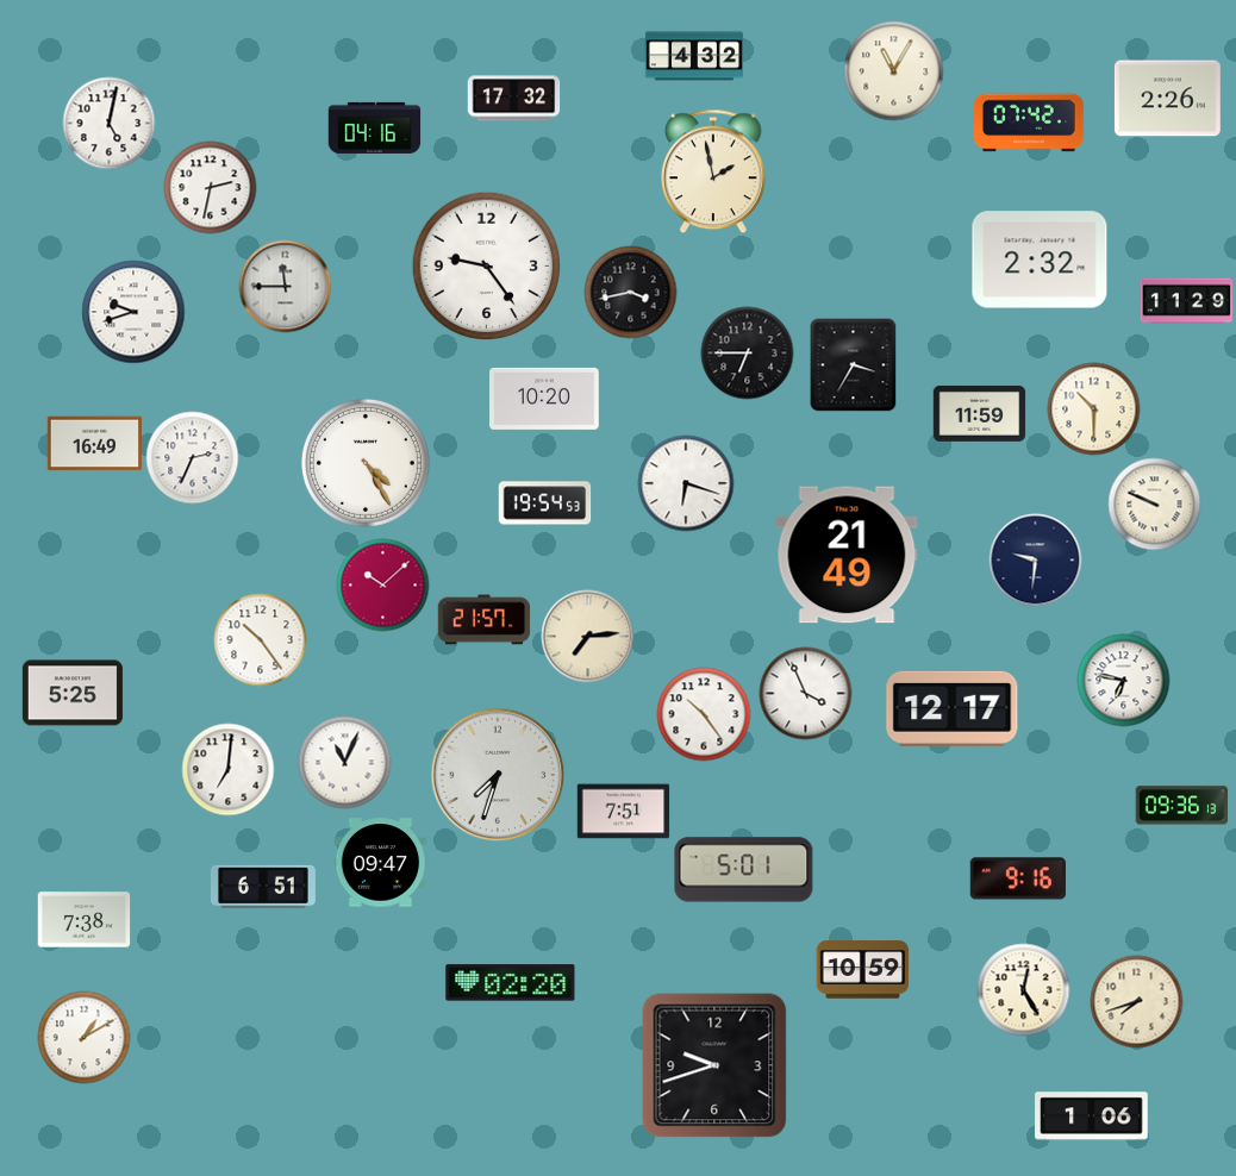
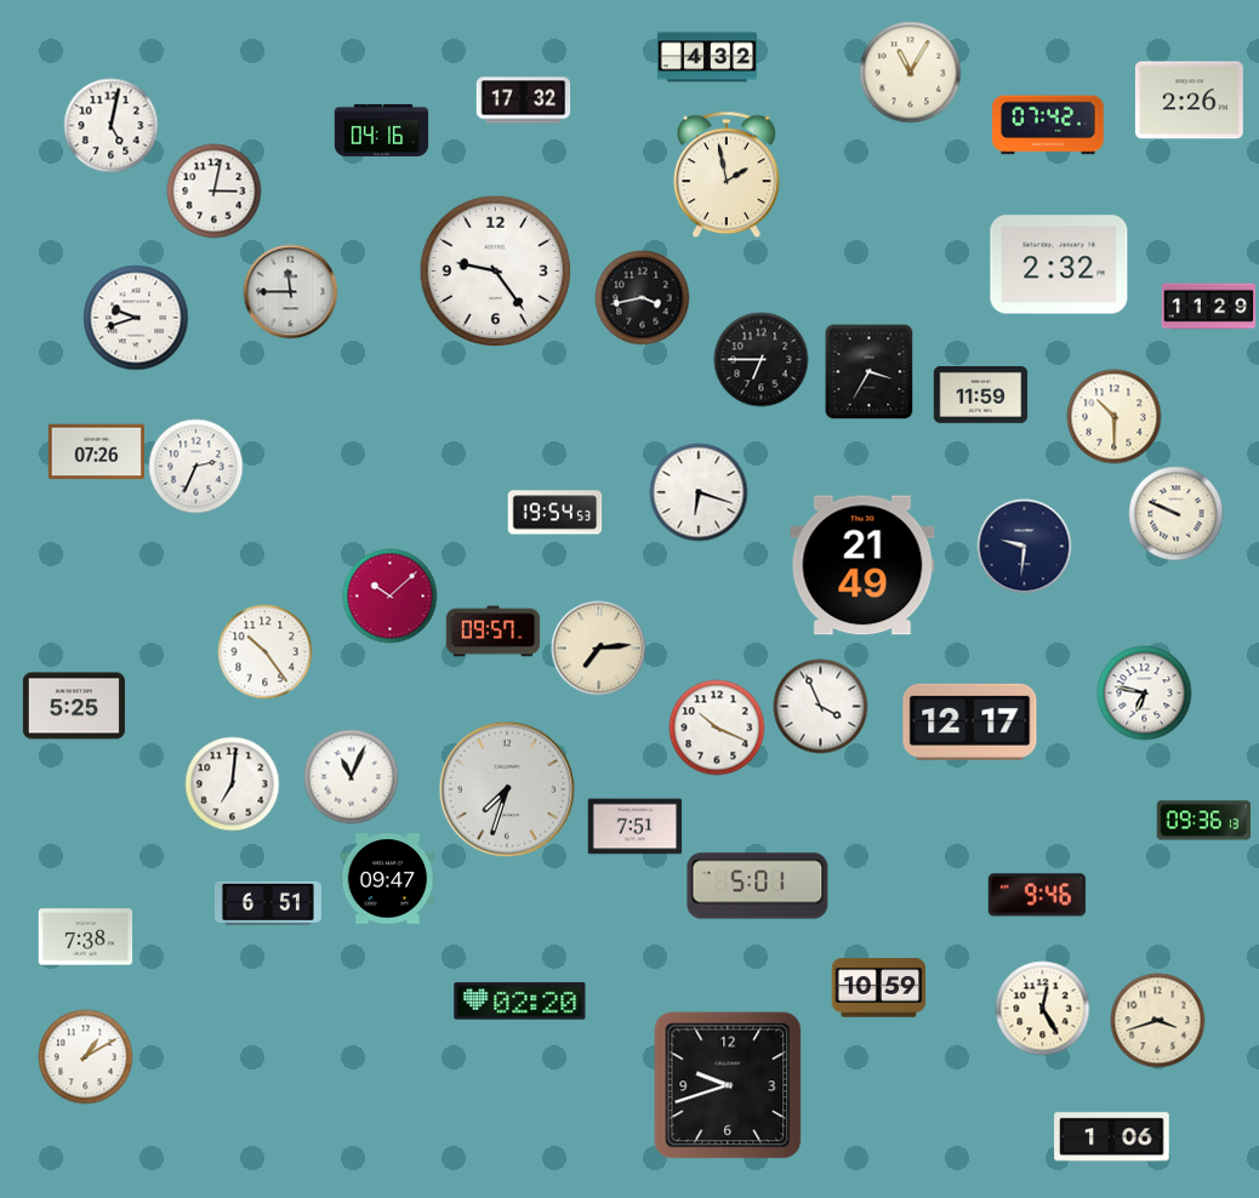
clock at (210, 187): 2:32 -> 3:02
clock at (545, 399): 10:20 -> none
clock at (979, 414) position: (979, 414) -> (980, 395)
clock at (94, 444): 16:49 -> 07:26
clock at (366, 463): 4:25 -> none
clock at (1035, 559) position: (1035, 559) -> (1024, 546)
clock at (483, 620): 21:57 -> 09:57
clock at (704, 714): 10:24 -> 10:19
clock at (1018, 878): 9:16 -> 9:46
clock at (1136, 1001): 7:42 -> 3:42
